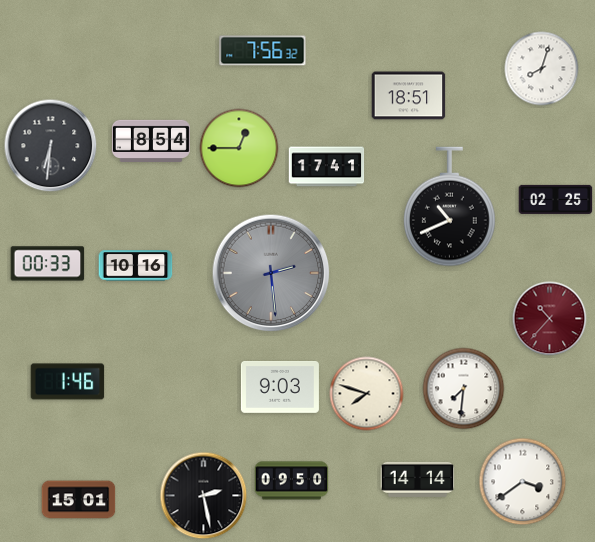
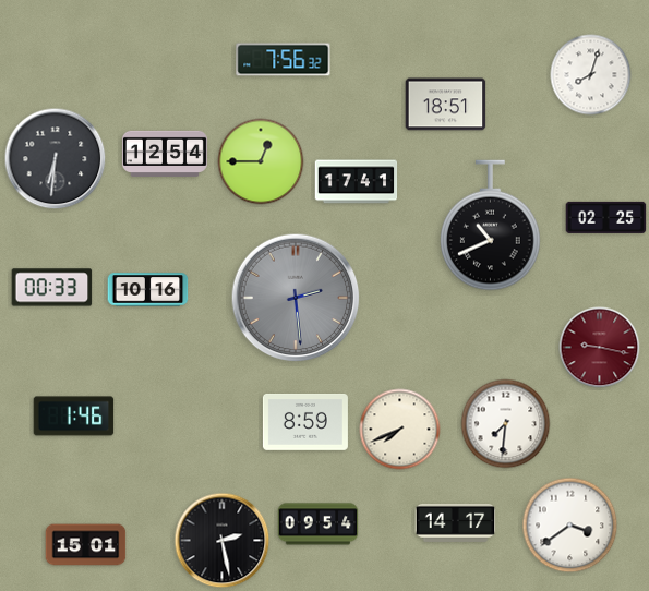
clock at (263, 51) position: (263, 51) -> (284, 60)
clock at (151, 141): 8:54 -> 12:54
clock at (550, 319): 10:37 -> 9:17
clock at (280, 387): 9:03 -> 8:59
clock at (367, 394): 7:48 -> 7:41
clock at (418, 479): 14:14 -> 14:17
clock at (292, 481): 09:50 -> 09:54
